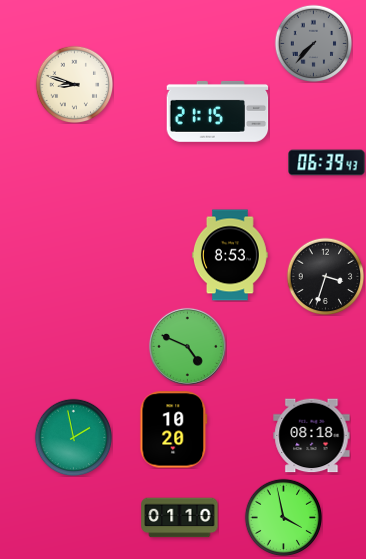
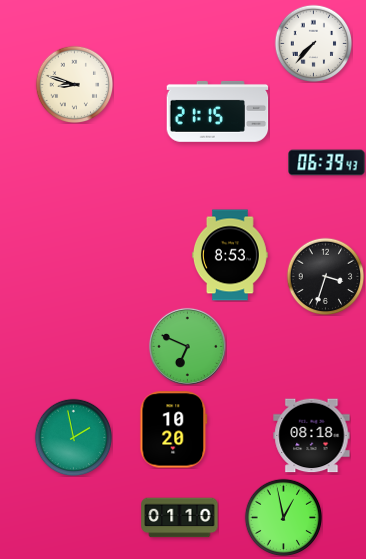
clock at (313, 43) dial: grey -> white
clock at (187, 346): 4:49 -> 6:49
clock at (283, 517): 3:58 -> 12:58
